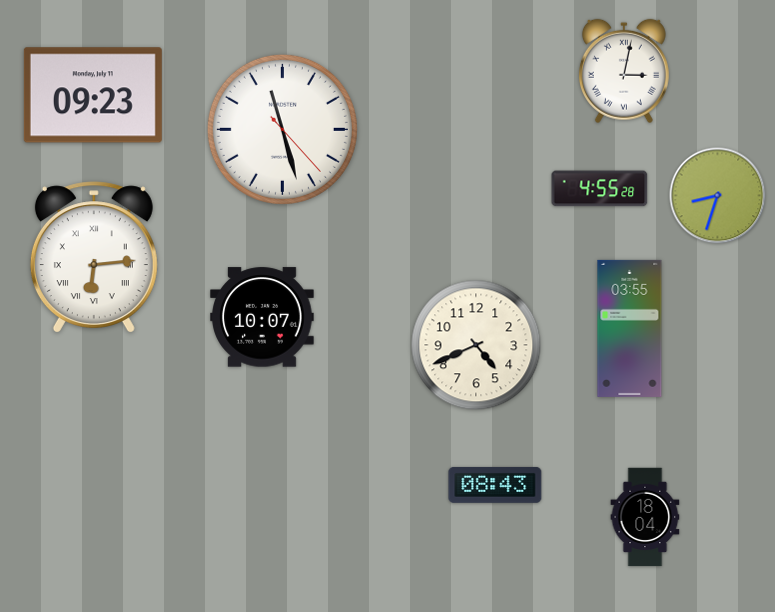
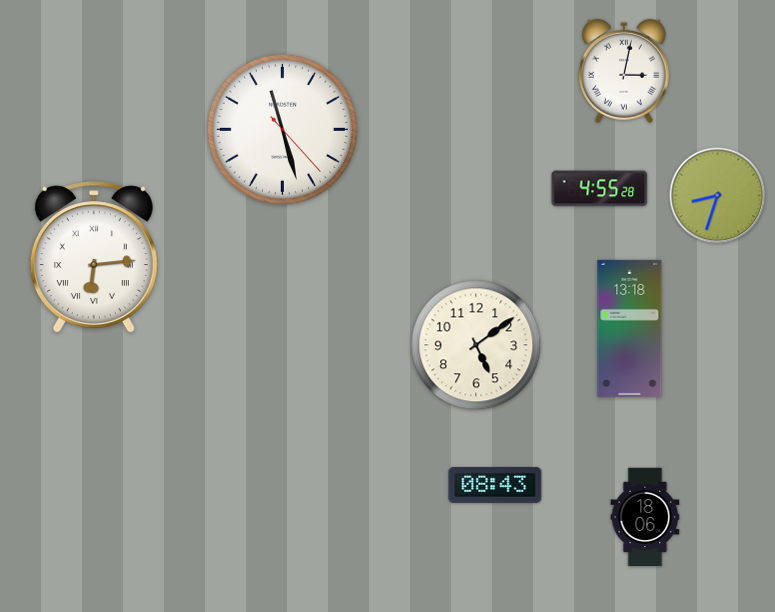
clock at (93, 95): 09:23 -> none
clock at (262, 317): 10:07 -> none
clock at (630, 328): 03:55 -> 13:18
clock at (476, 345): 4:41 -> 5:09
clock at (645, 517): 18:04 -> 18:06
